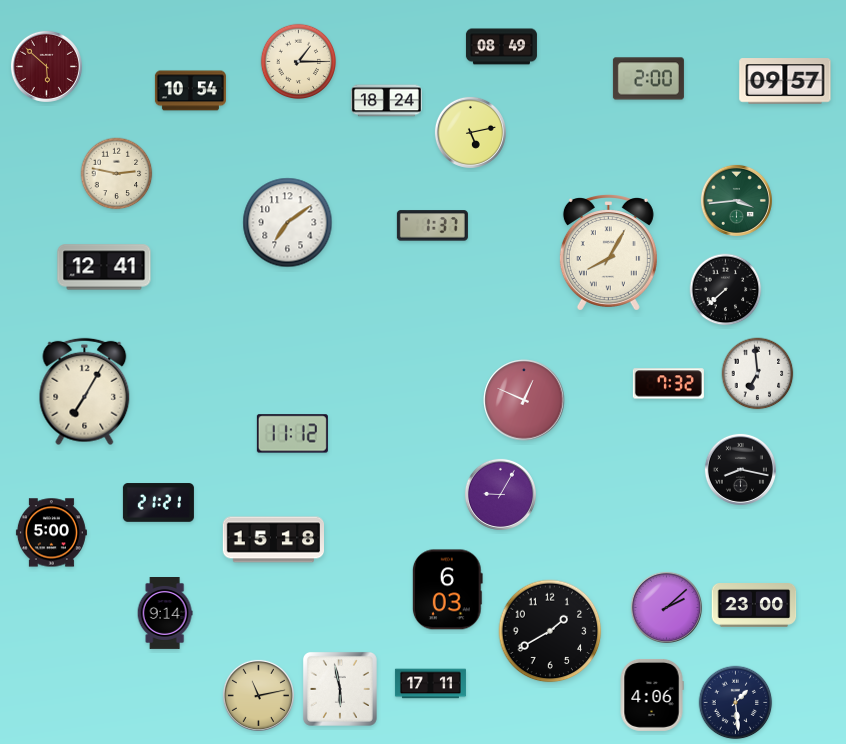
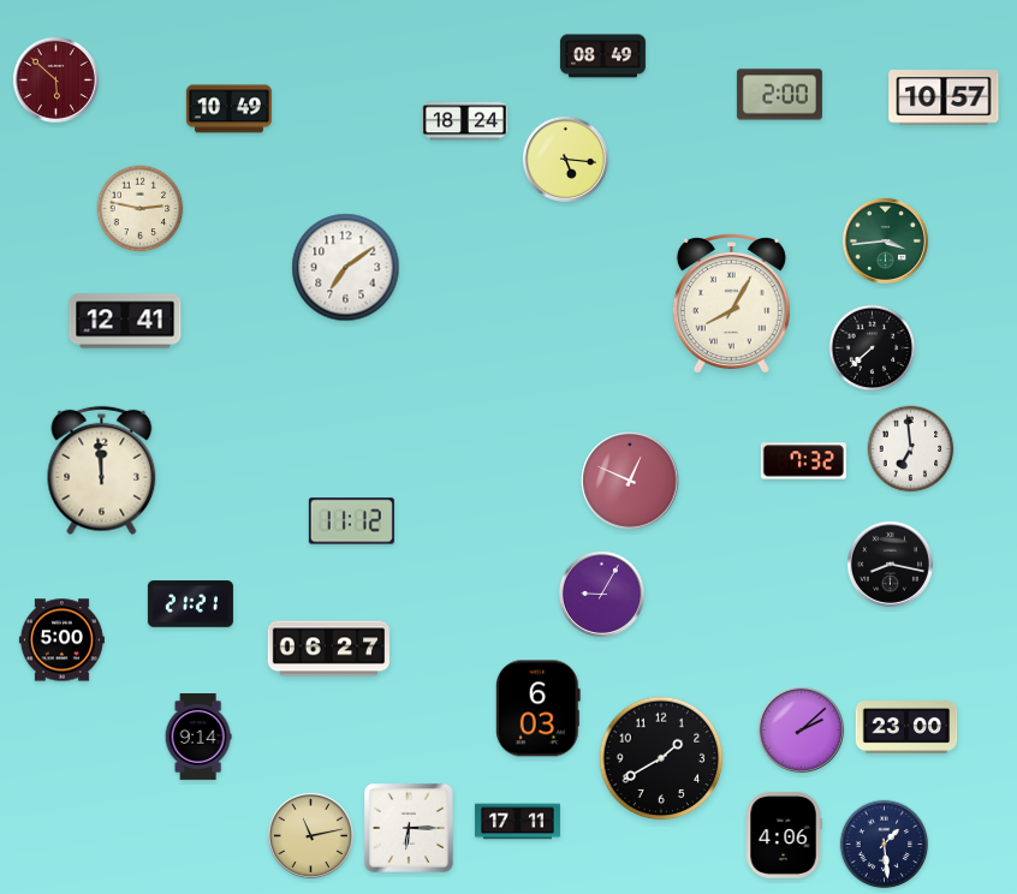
clock at (299, 62): 1:15 -> none
clock at (785, 81): 09:57 -> 10:57
clock at (190, 91): 10:54 -> 10:49
clock at (470, 132): 5:13 -> 5:16
clock at (432, 226): 1:37 -> none
clock at (85, 392): 7:05 -> 11:59
clock at (273, 540): 15:18 -> 06:27
clock at (340, 689): 5:58 -> 6:15
